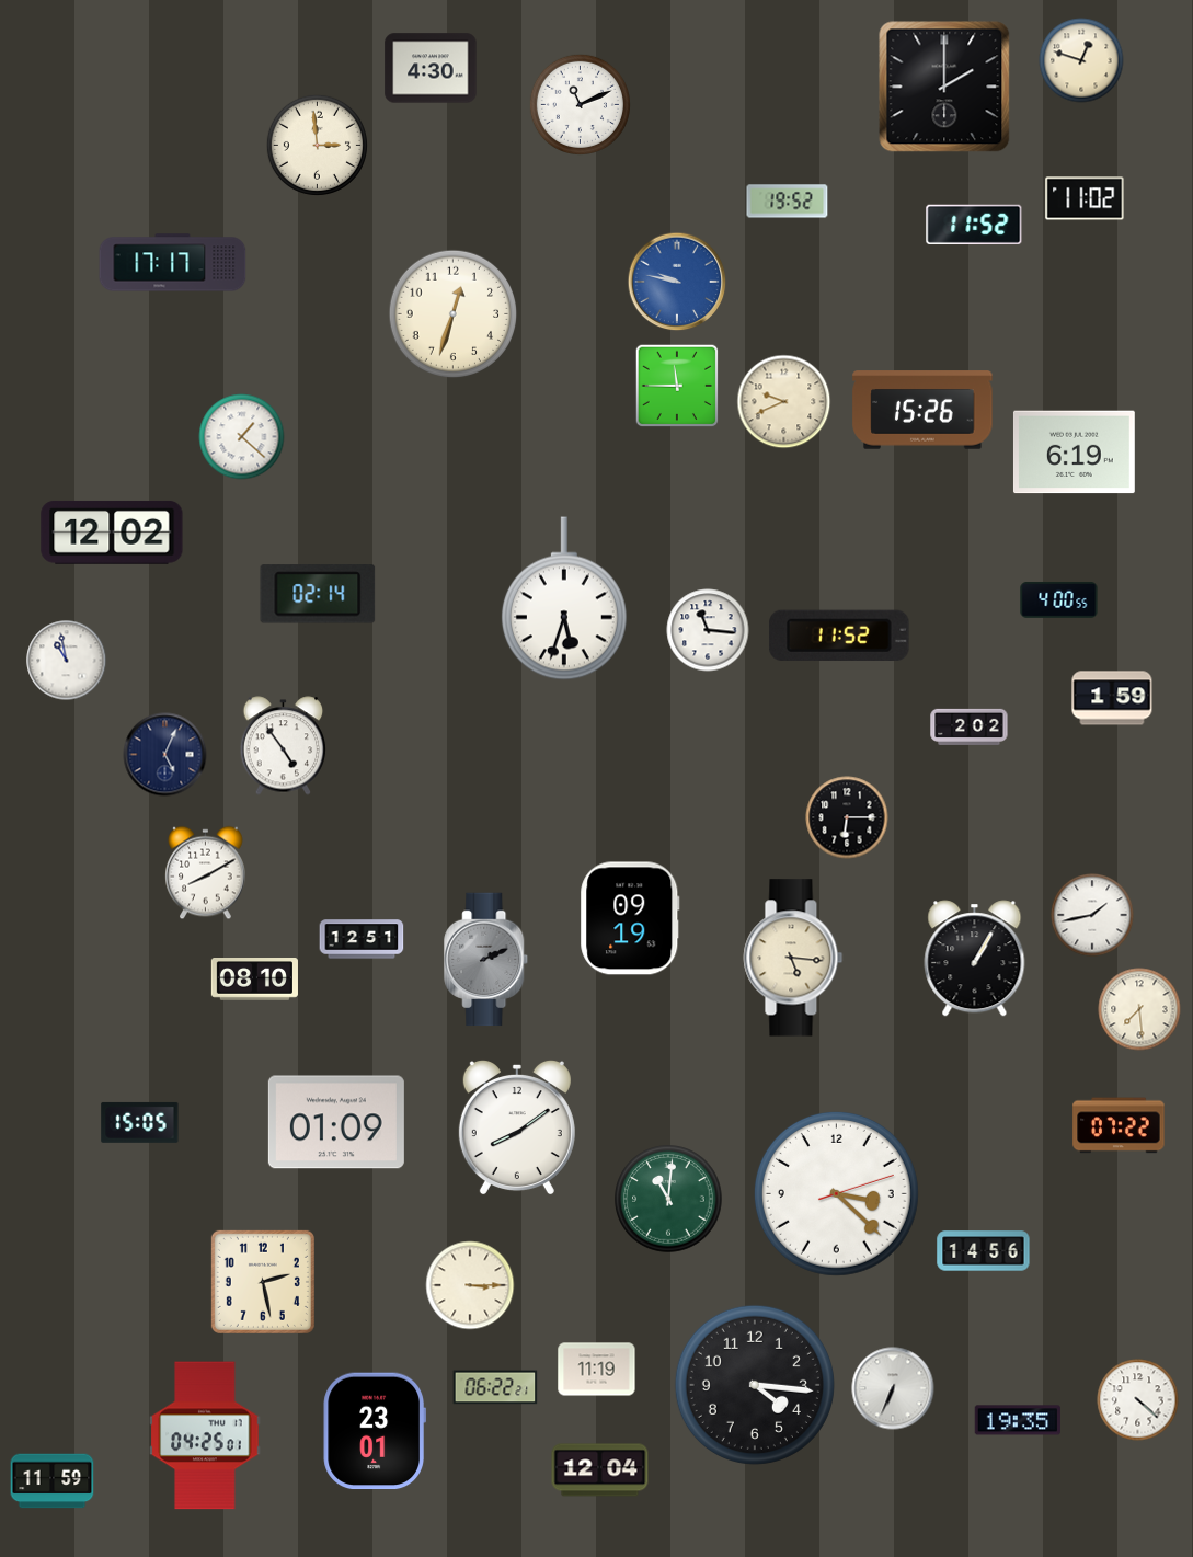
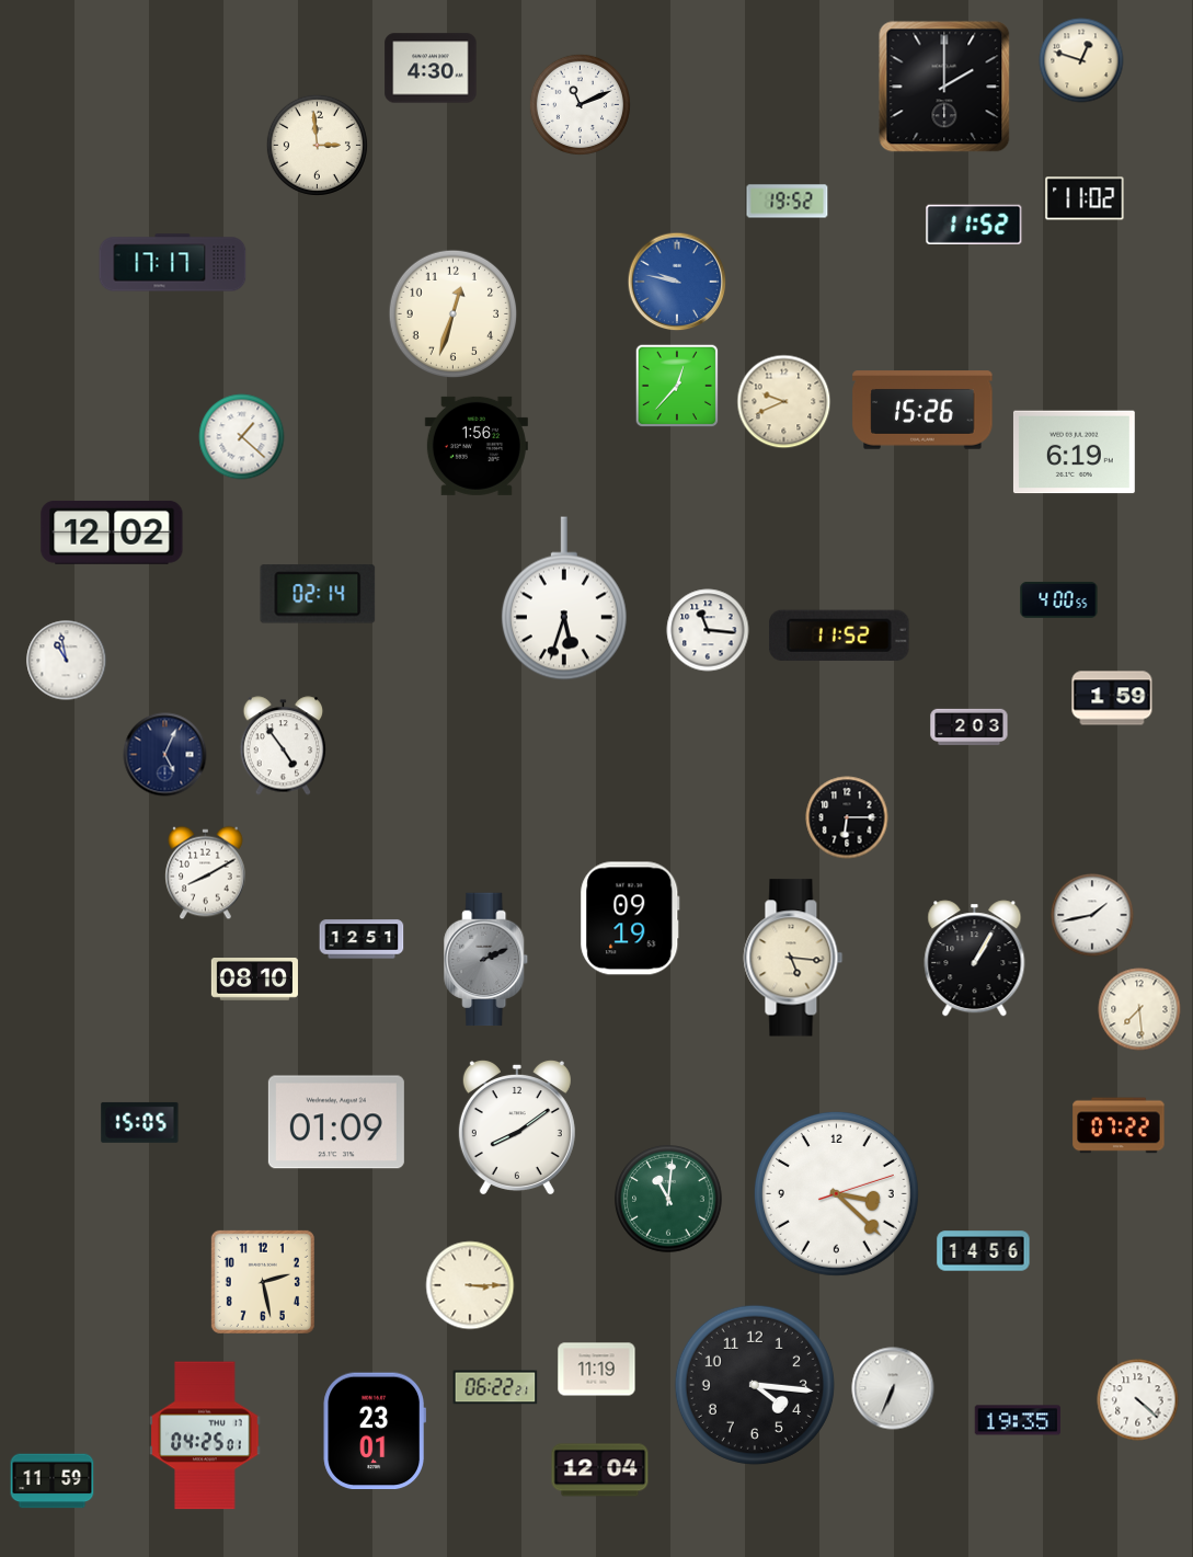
clock at (677, 386): 11:45 -> 12:37
clock at (477, 446): none -> 1:56
clock at (970, 726): 2:02 -> 2:03
